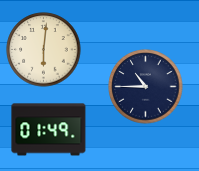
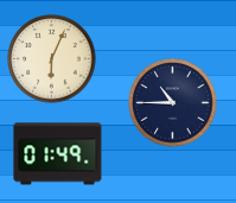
clock at (44, 50): 6:01 -> 6:04
